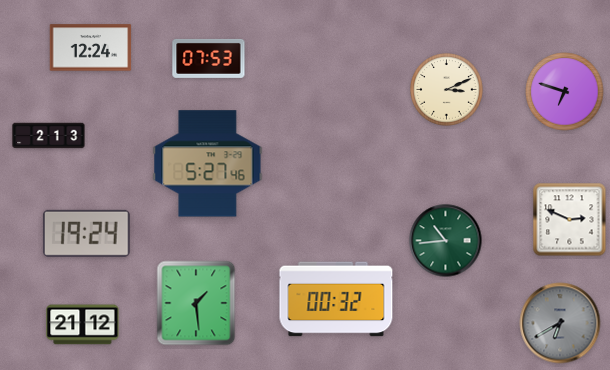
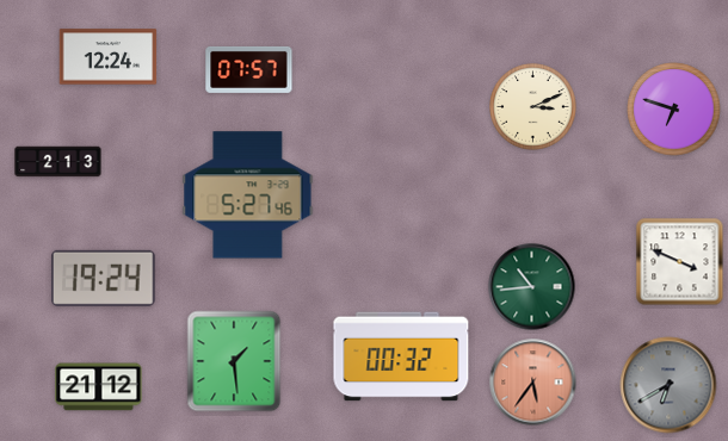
clock at (209, 58): 07:53 -> 07:57
clock at (570, 220): 2:49 -> 3:49
clock at (533, 383): none -> 5:36
